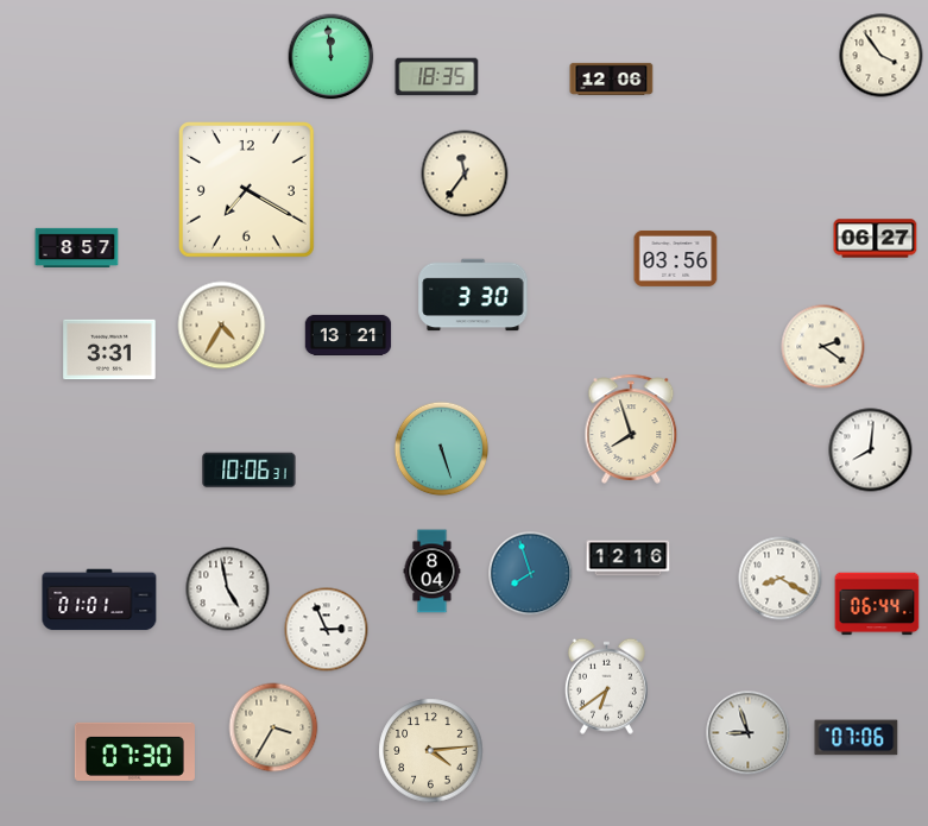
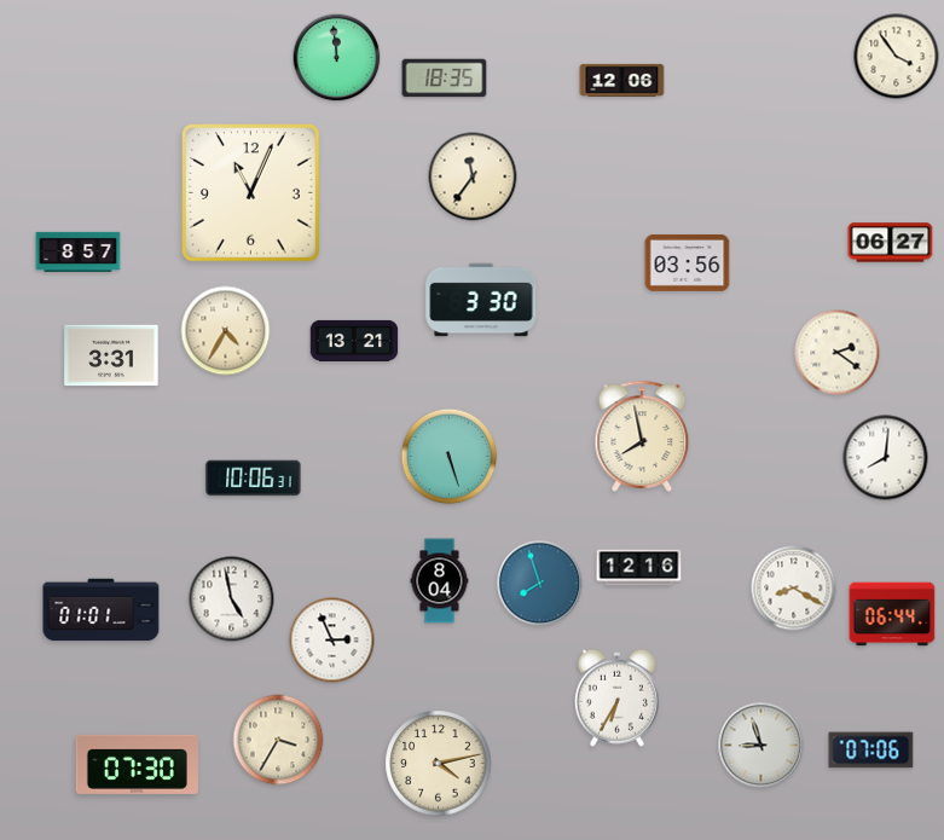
clock at (247, 190): 7:20 -> 11:04
clock at (631, 429): 7:57 -> 7:58
clock at (606, 686): 6:39 -> 6:35
clock at (431, 751): 4:14 -> 4:13
